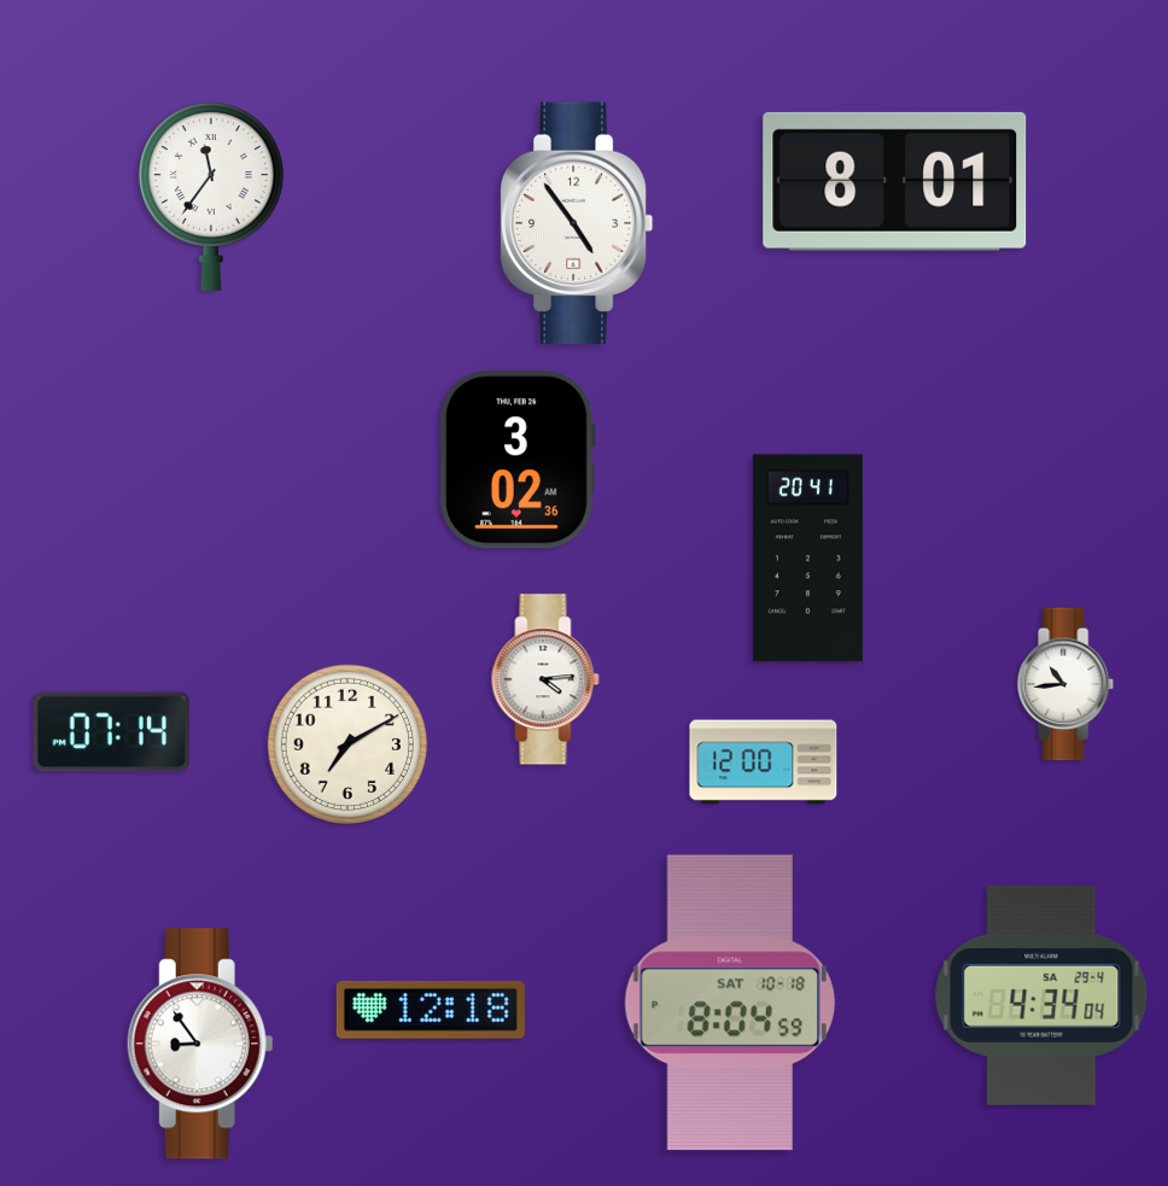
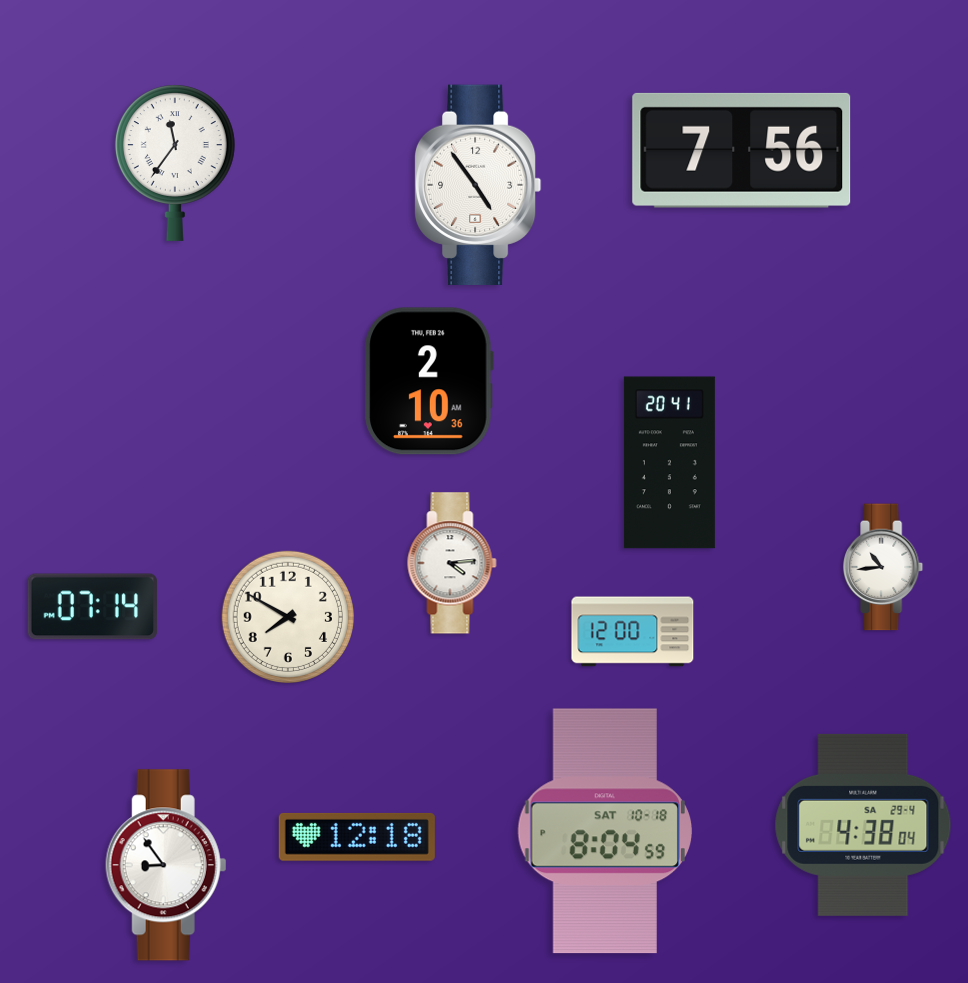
clock at (895, 181): 8:01 -> 7:56
clock at (518, 460): 3:02 -> 2:10
clock at (346, 743): 7:10 -> 7:50
clock at (1041, 995): 4:34 -> 4:38
